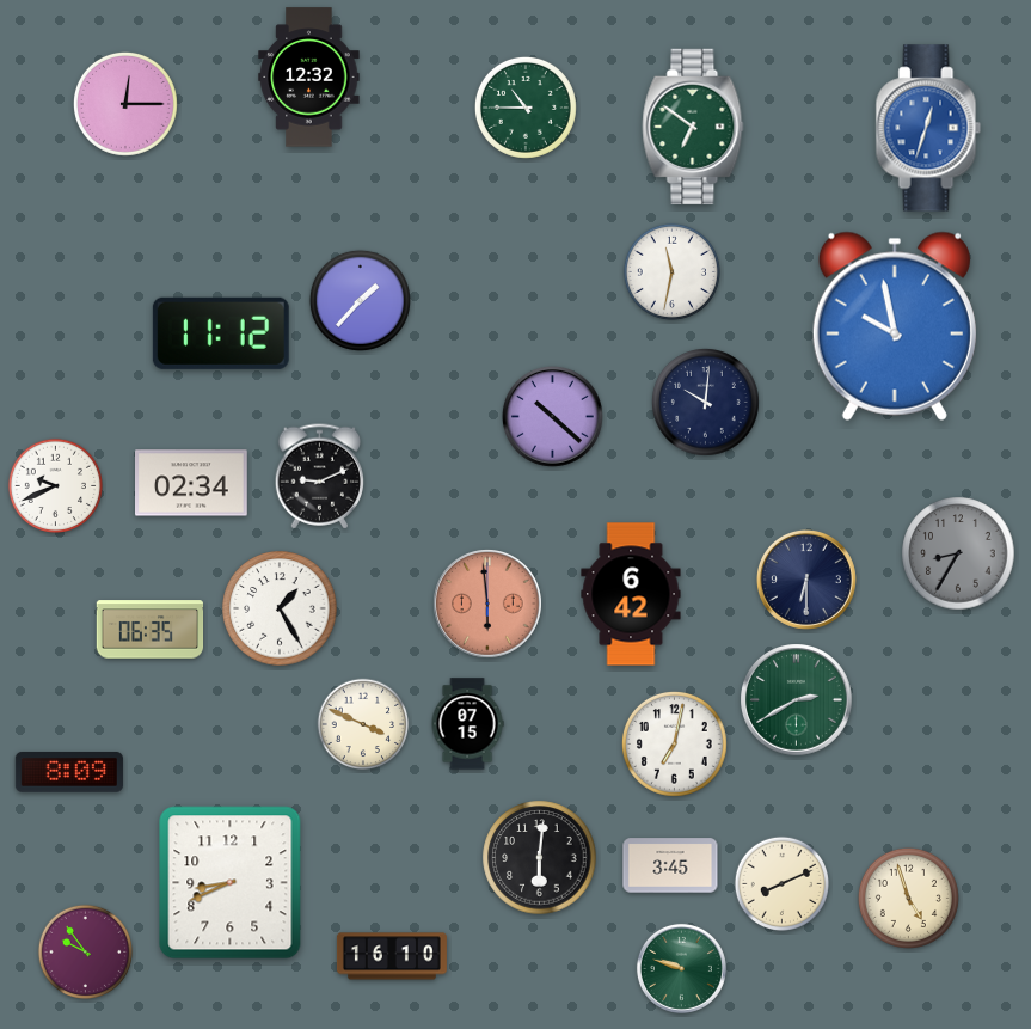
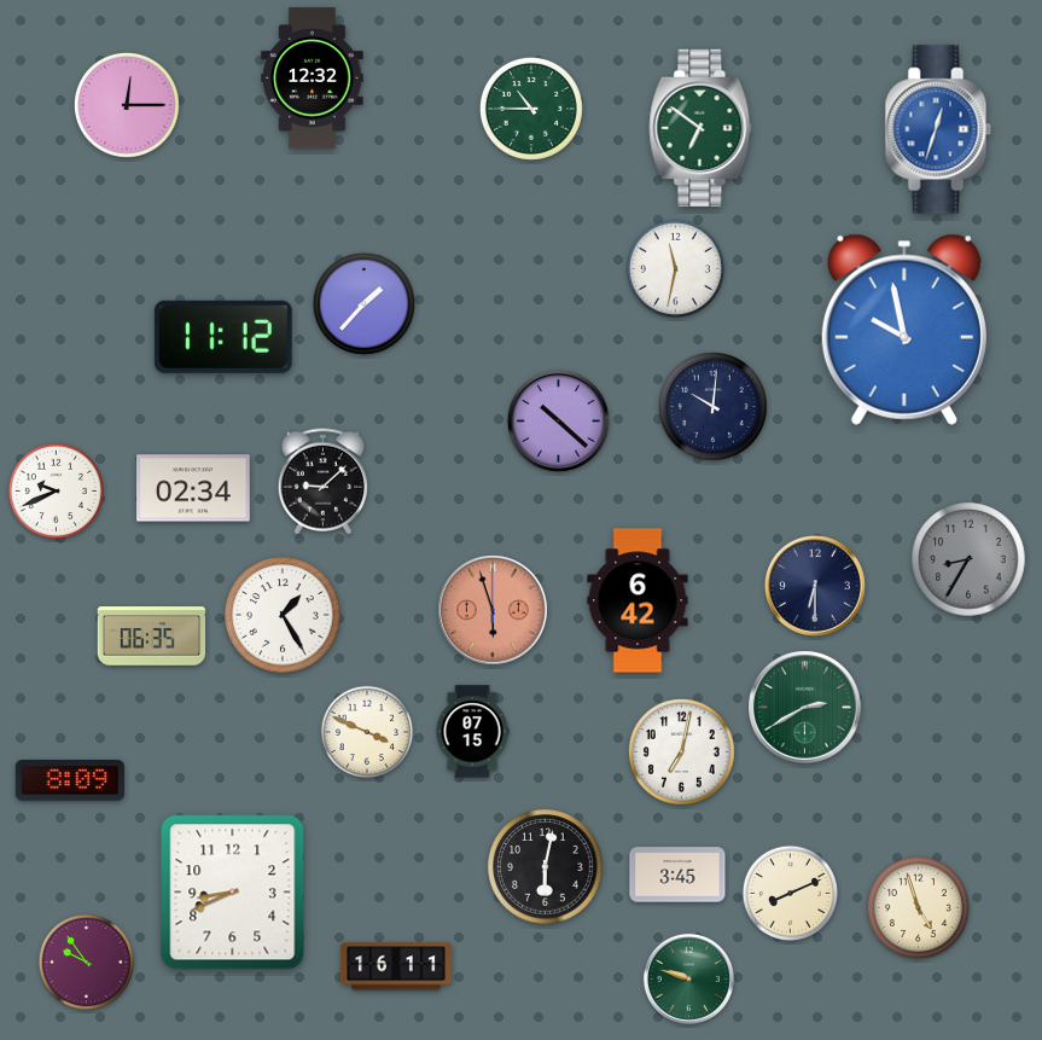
clock at (671, 271) position: (671, 271) -> (675, 268)
clock at (319, 477): 9:11 -> 9:08
clock at (489, 605): 5:59 -> 5:57
clock at (540, 858): 6:01 -> 6:02
clock at (392, 956): 16:10 -> 16:11
